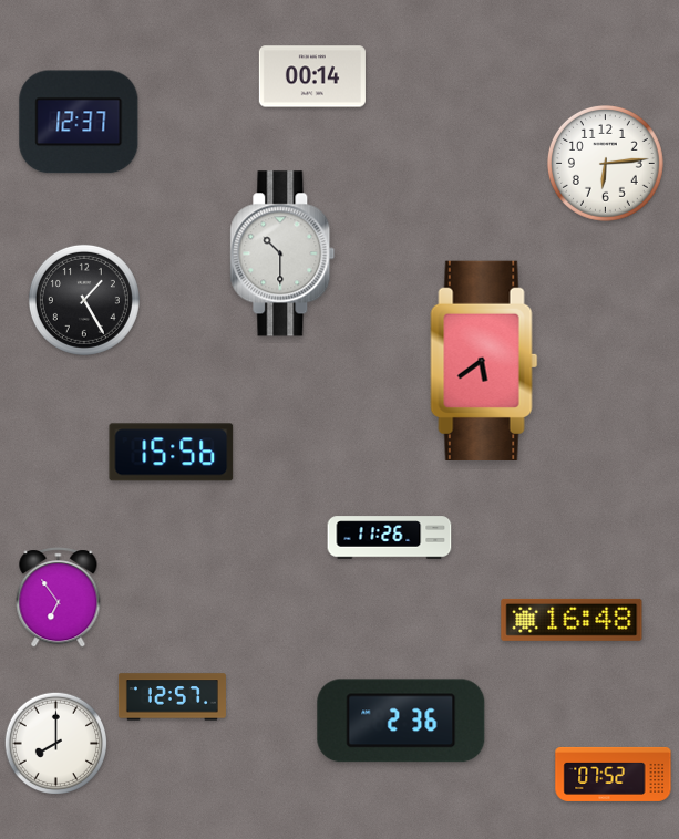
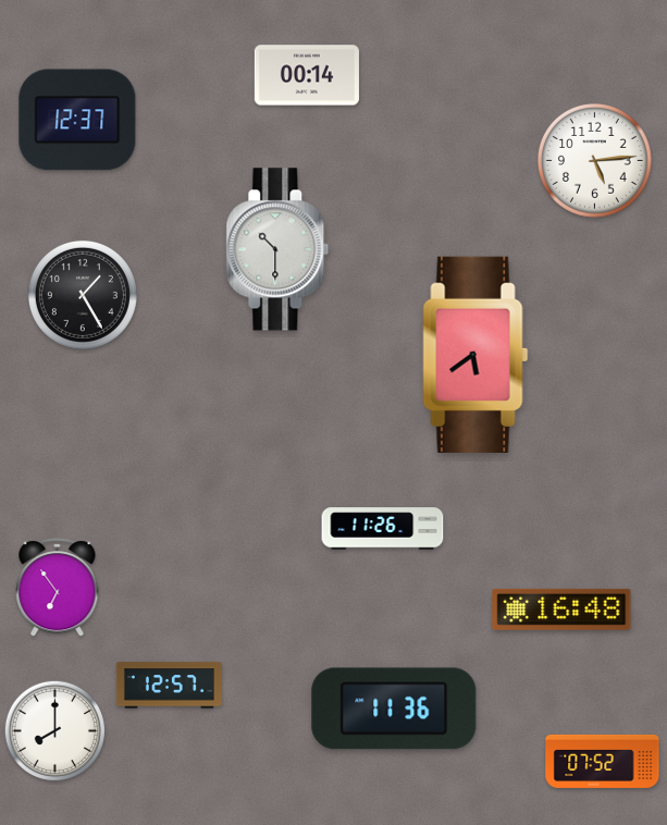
clock at (605, 163): 6:14 -> 5:14
clock at (172, 453): 15:56 -> none
clock at (401, 721): 2:36 -> 11:36
